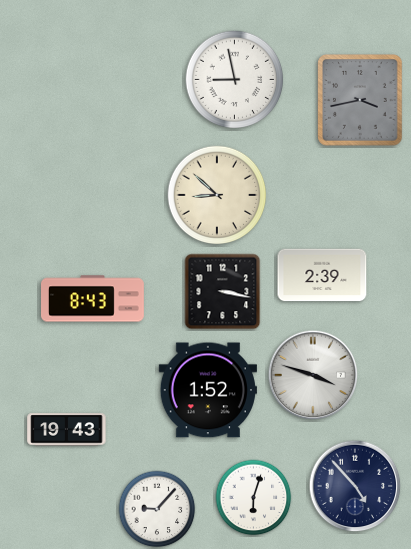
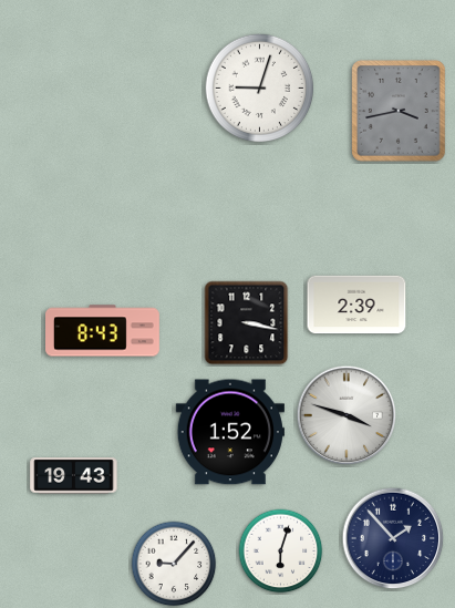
clock at (235, 80): 8:58 -> 9:03
clock at (217, 195): 8:52 -> none
clock at (355, 486): 4:53 -> 1:53
